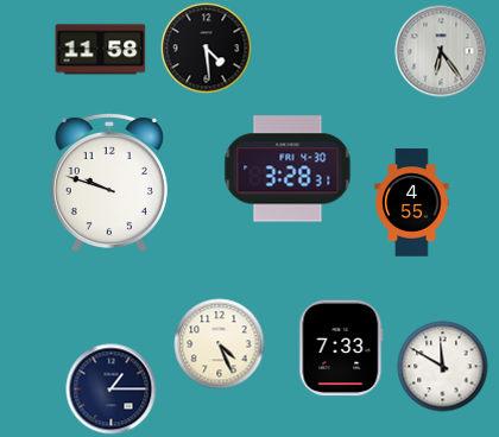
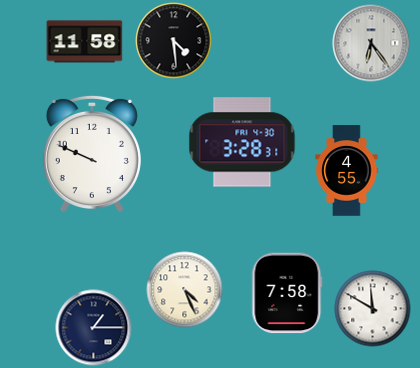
clock at (109, 182): 9:48 -> 9:49
clock at (341, 348): 7:33 -> 7:58
